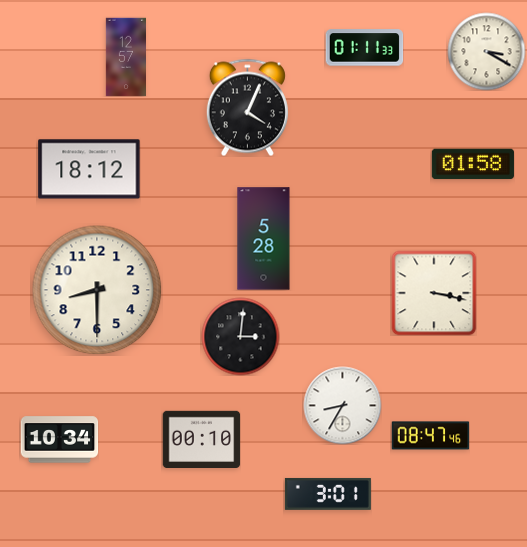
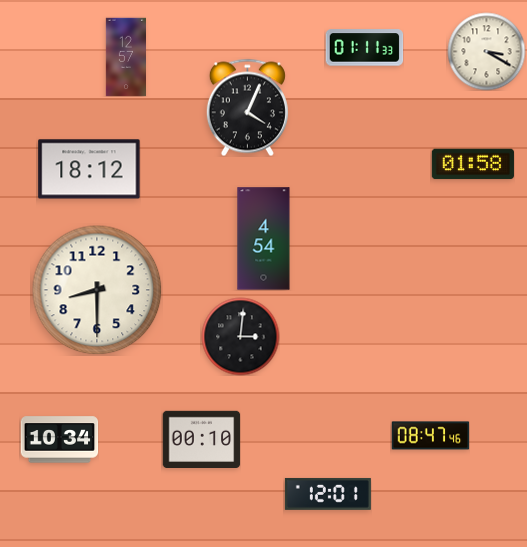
clock at (264, 239): 5:28 -> 4:54
clock at (434, 293): 3:17 -> none
clock at (342, 405): 8:35 -> none
clock at (328, 494): 3:01 -> 12:01
